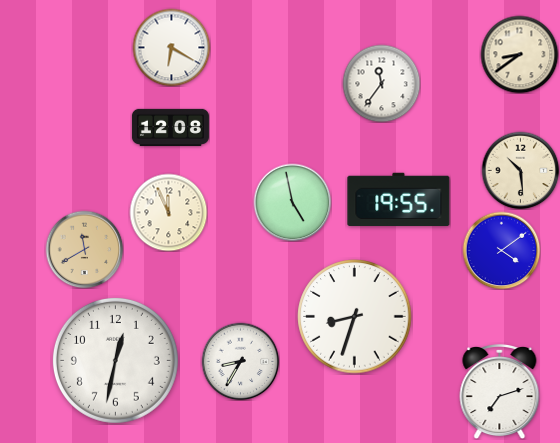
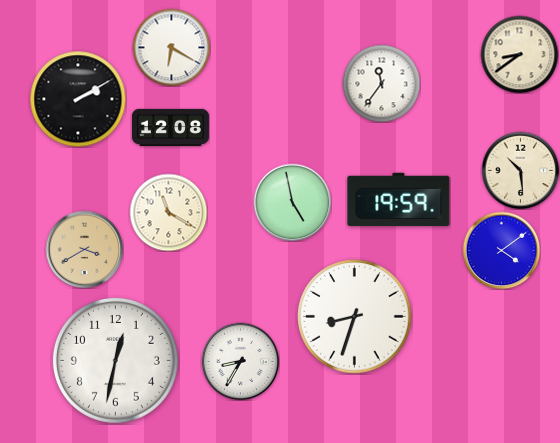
clock at (78, 99): none -> 2:10
clock at (399, 199): 19:55 -> 19:59
clock at (168, 212): 11:56 -> 11:20
clock at (84, 249): 11:40 -> 3:40
clock at (500, 392): 7:12 -> none
